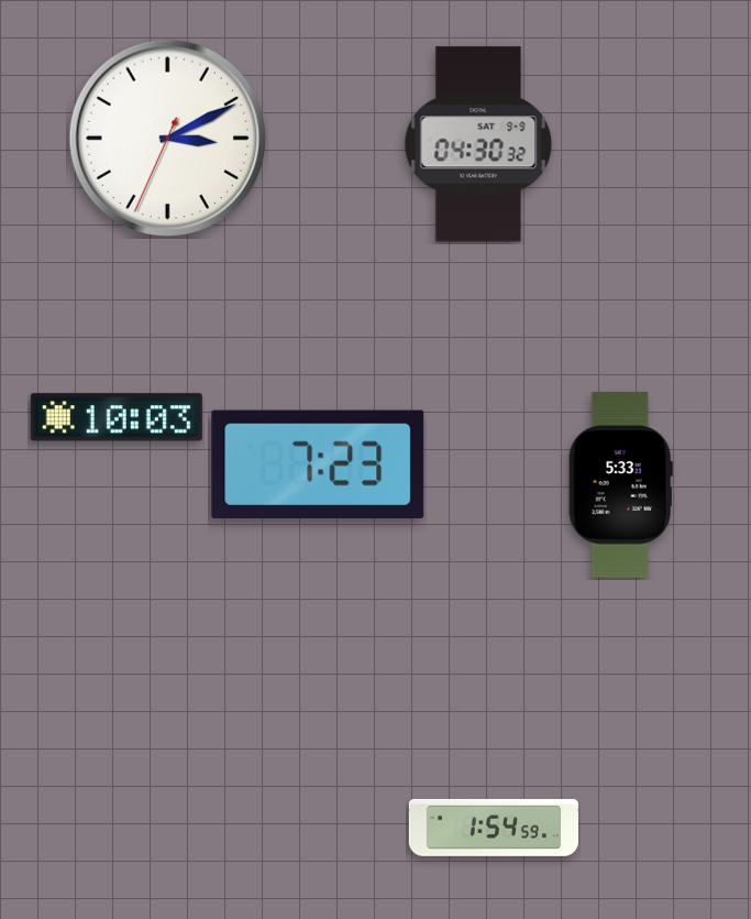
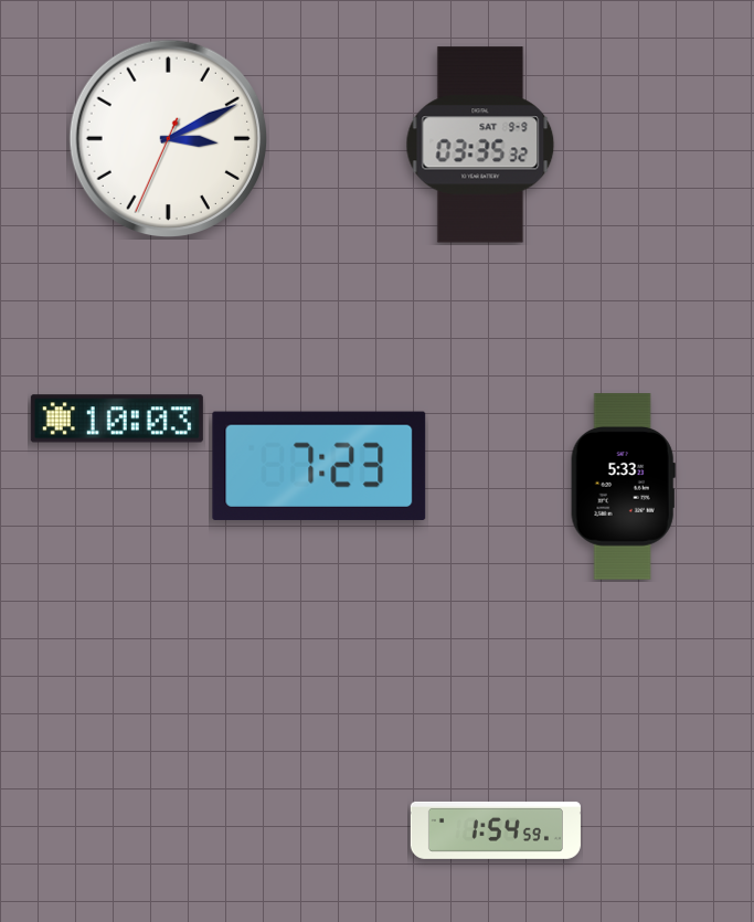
clock at (478, 144): 04:30 -> 03:35
